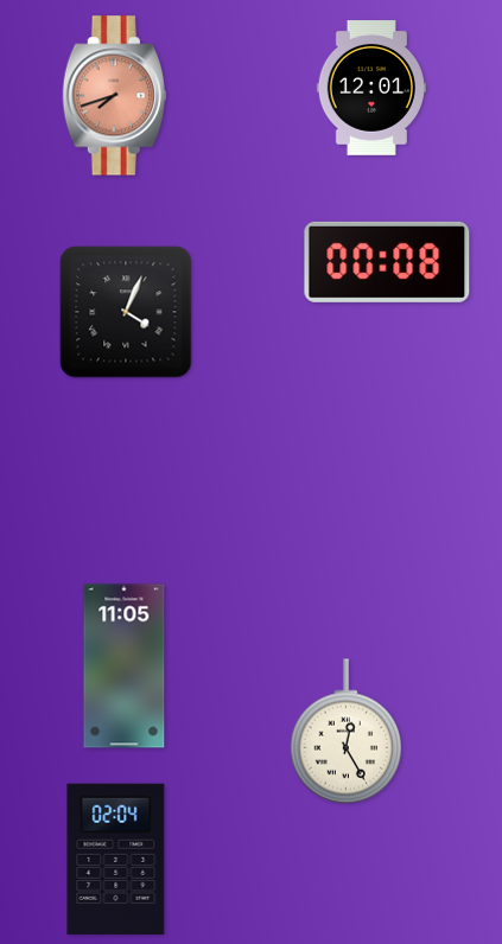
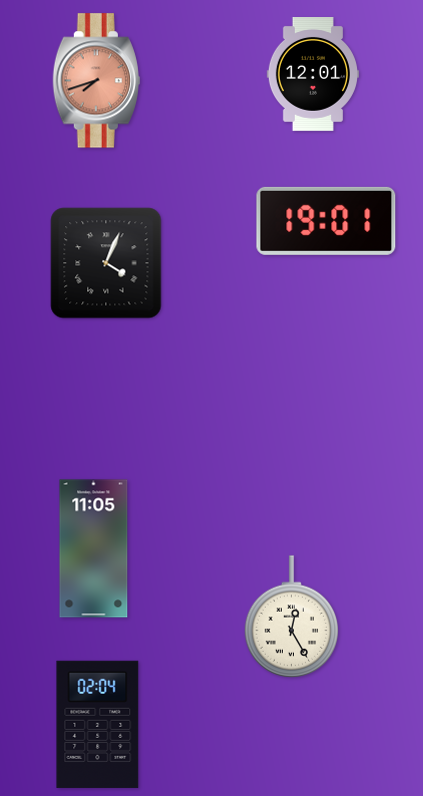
clock at (387, 262): 00:08 -> 19:01
clock at (125, 666) position: (125, 666) -> (94, 549)
